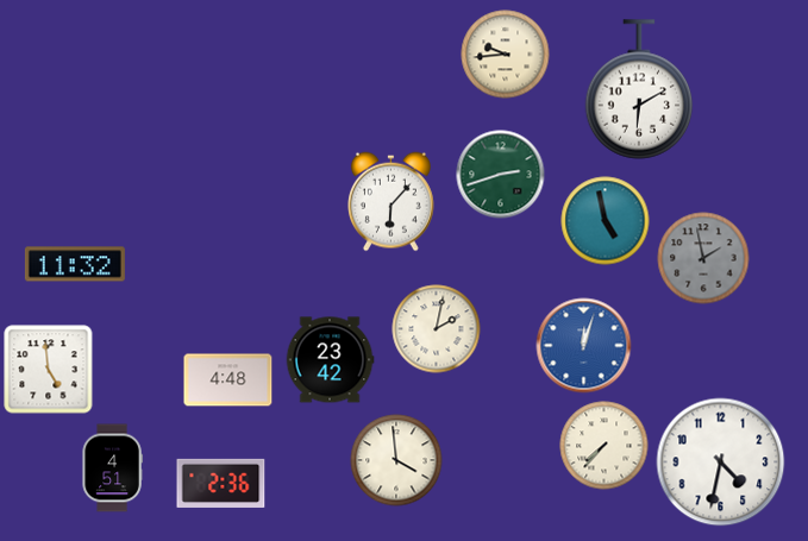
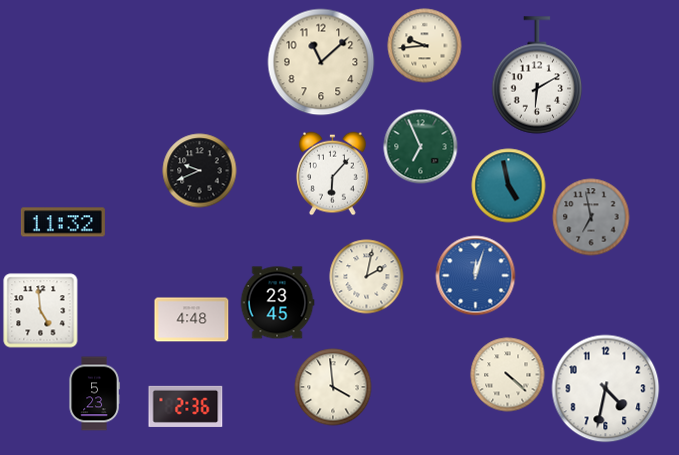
clock at (321, 62): none -> 11:08
clock at (501, 175): 2:42 -> 6:56
clock at (392, 202) position: (392, 202) -> (333, 174)
clock at (200, 171): none -> 9:41
clock at (703, 258): 1:58 -> 6:58
clock at (584, 346) position: (584, 346) -> (476, 276)
clock at (330, 360): 23:42 -> 23:45
clock at (605, 446): 7:37 -> 4:22
clock at (112, 468): 4:51 -> 5:23
